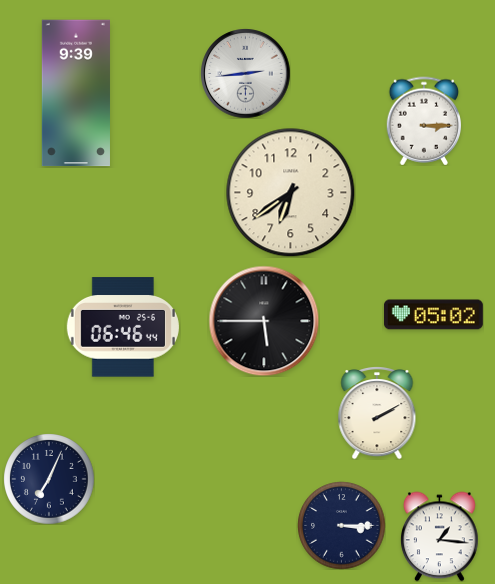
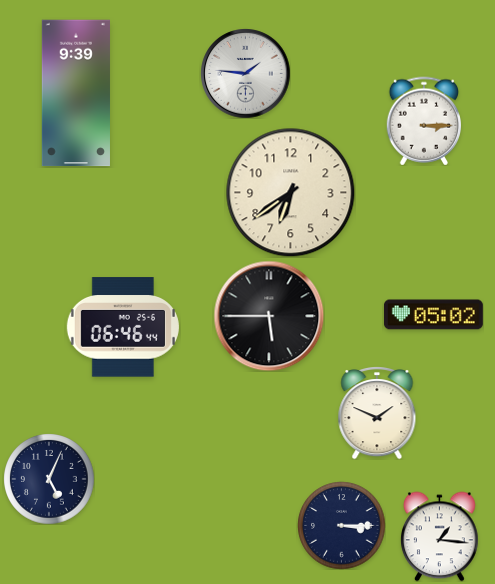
clock at (245, 73): 2:44 -> 1:46
clock at (264, 321) position: (264, 321) -> (269, 316)
clock at (377, 413): 2:10 -> 1:49
clock at (49, 479): 7:04 -> 5:04
